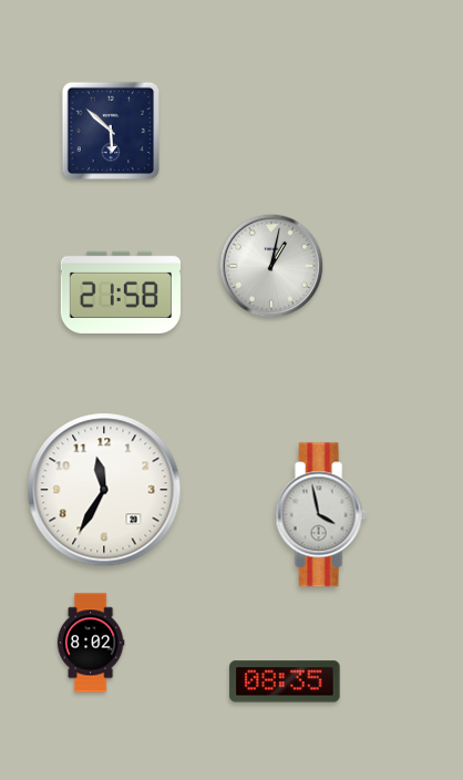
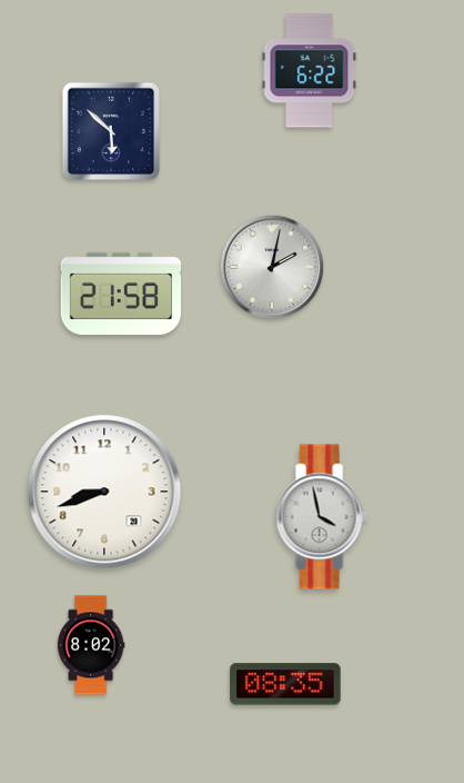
clock at (310, 71): none -> 6:22
clock at (271, 266): 1:02 -> 2:02
clock at (104, 490): 11:35 -> 8:42
